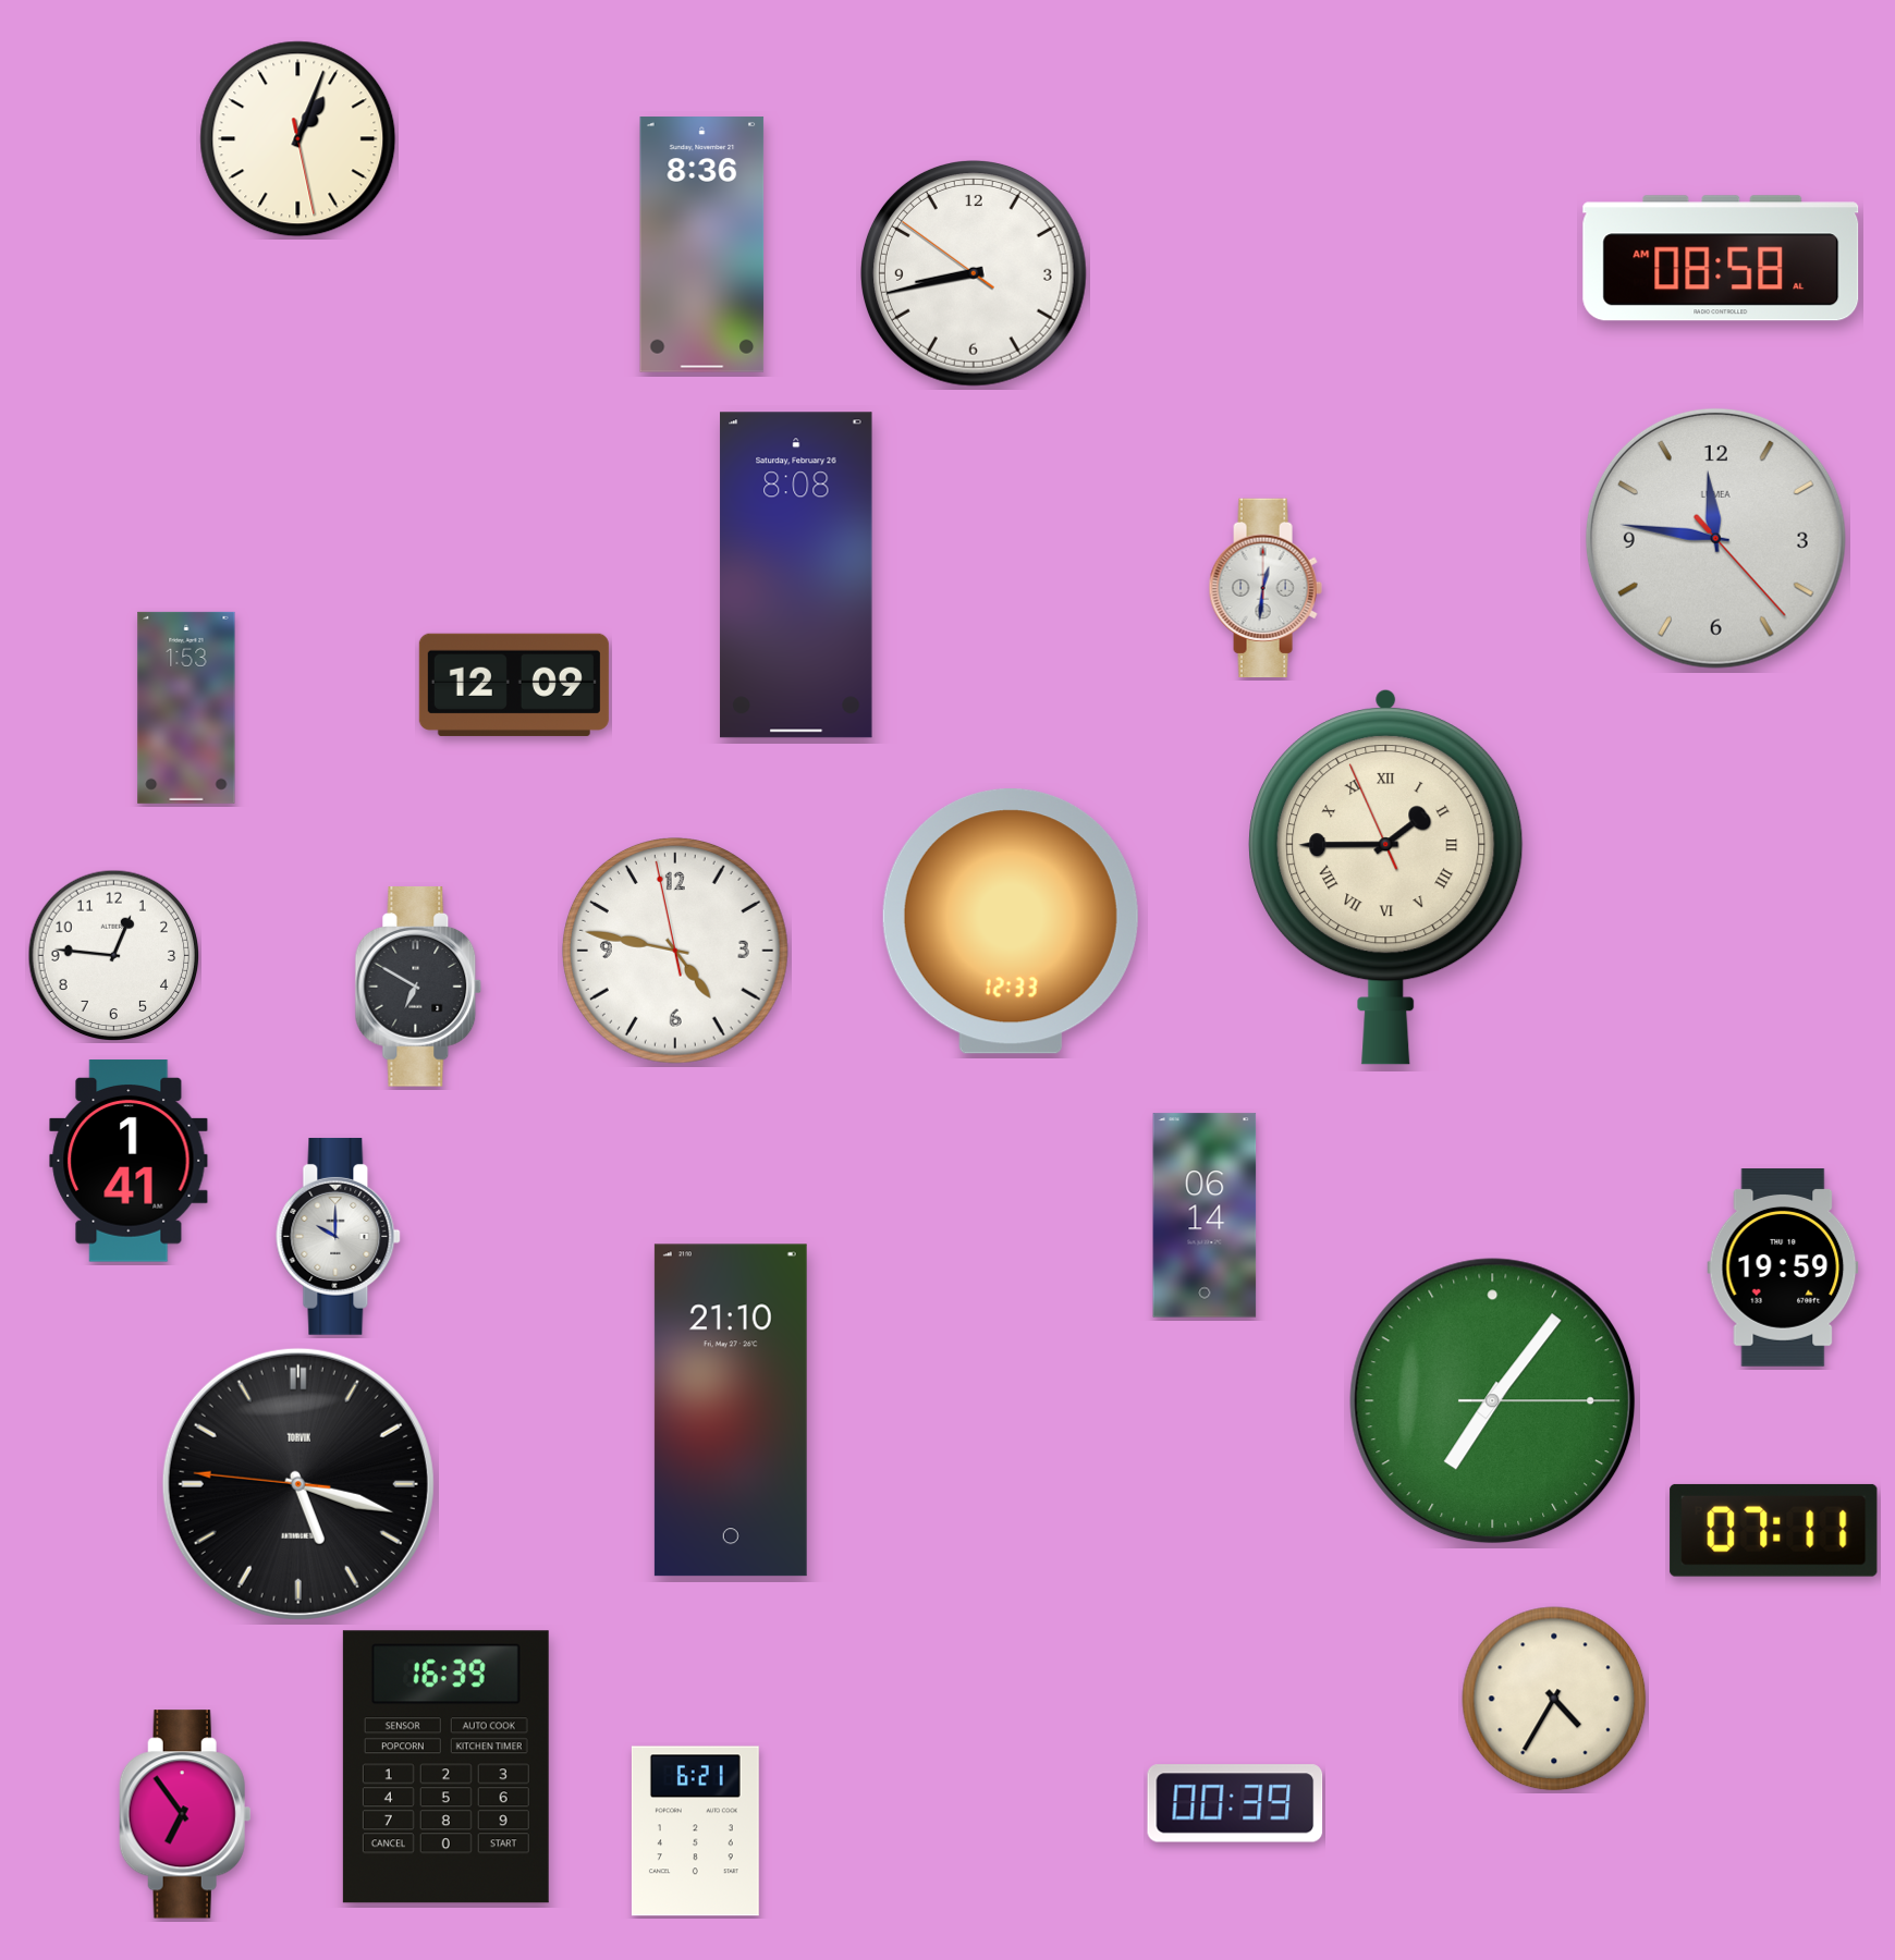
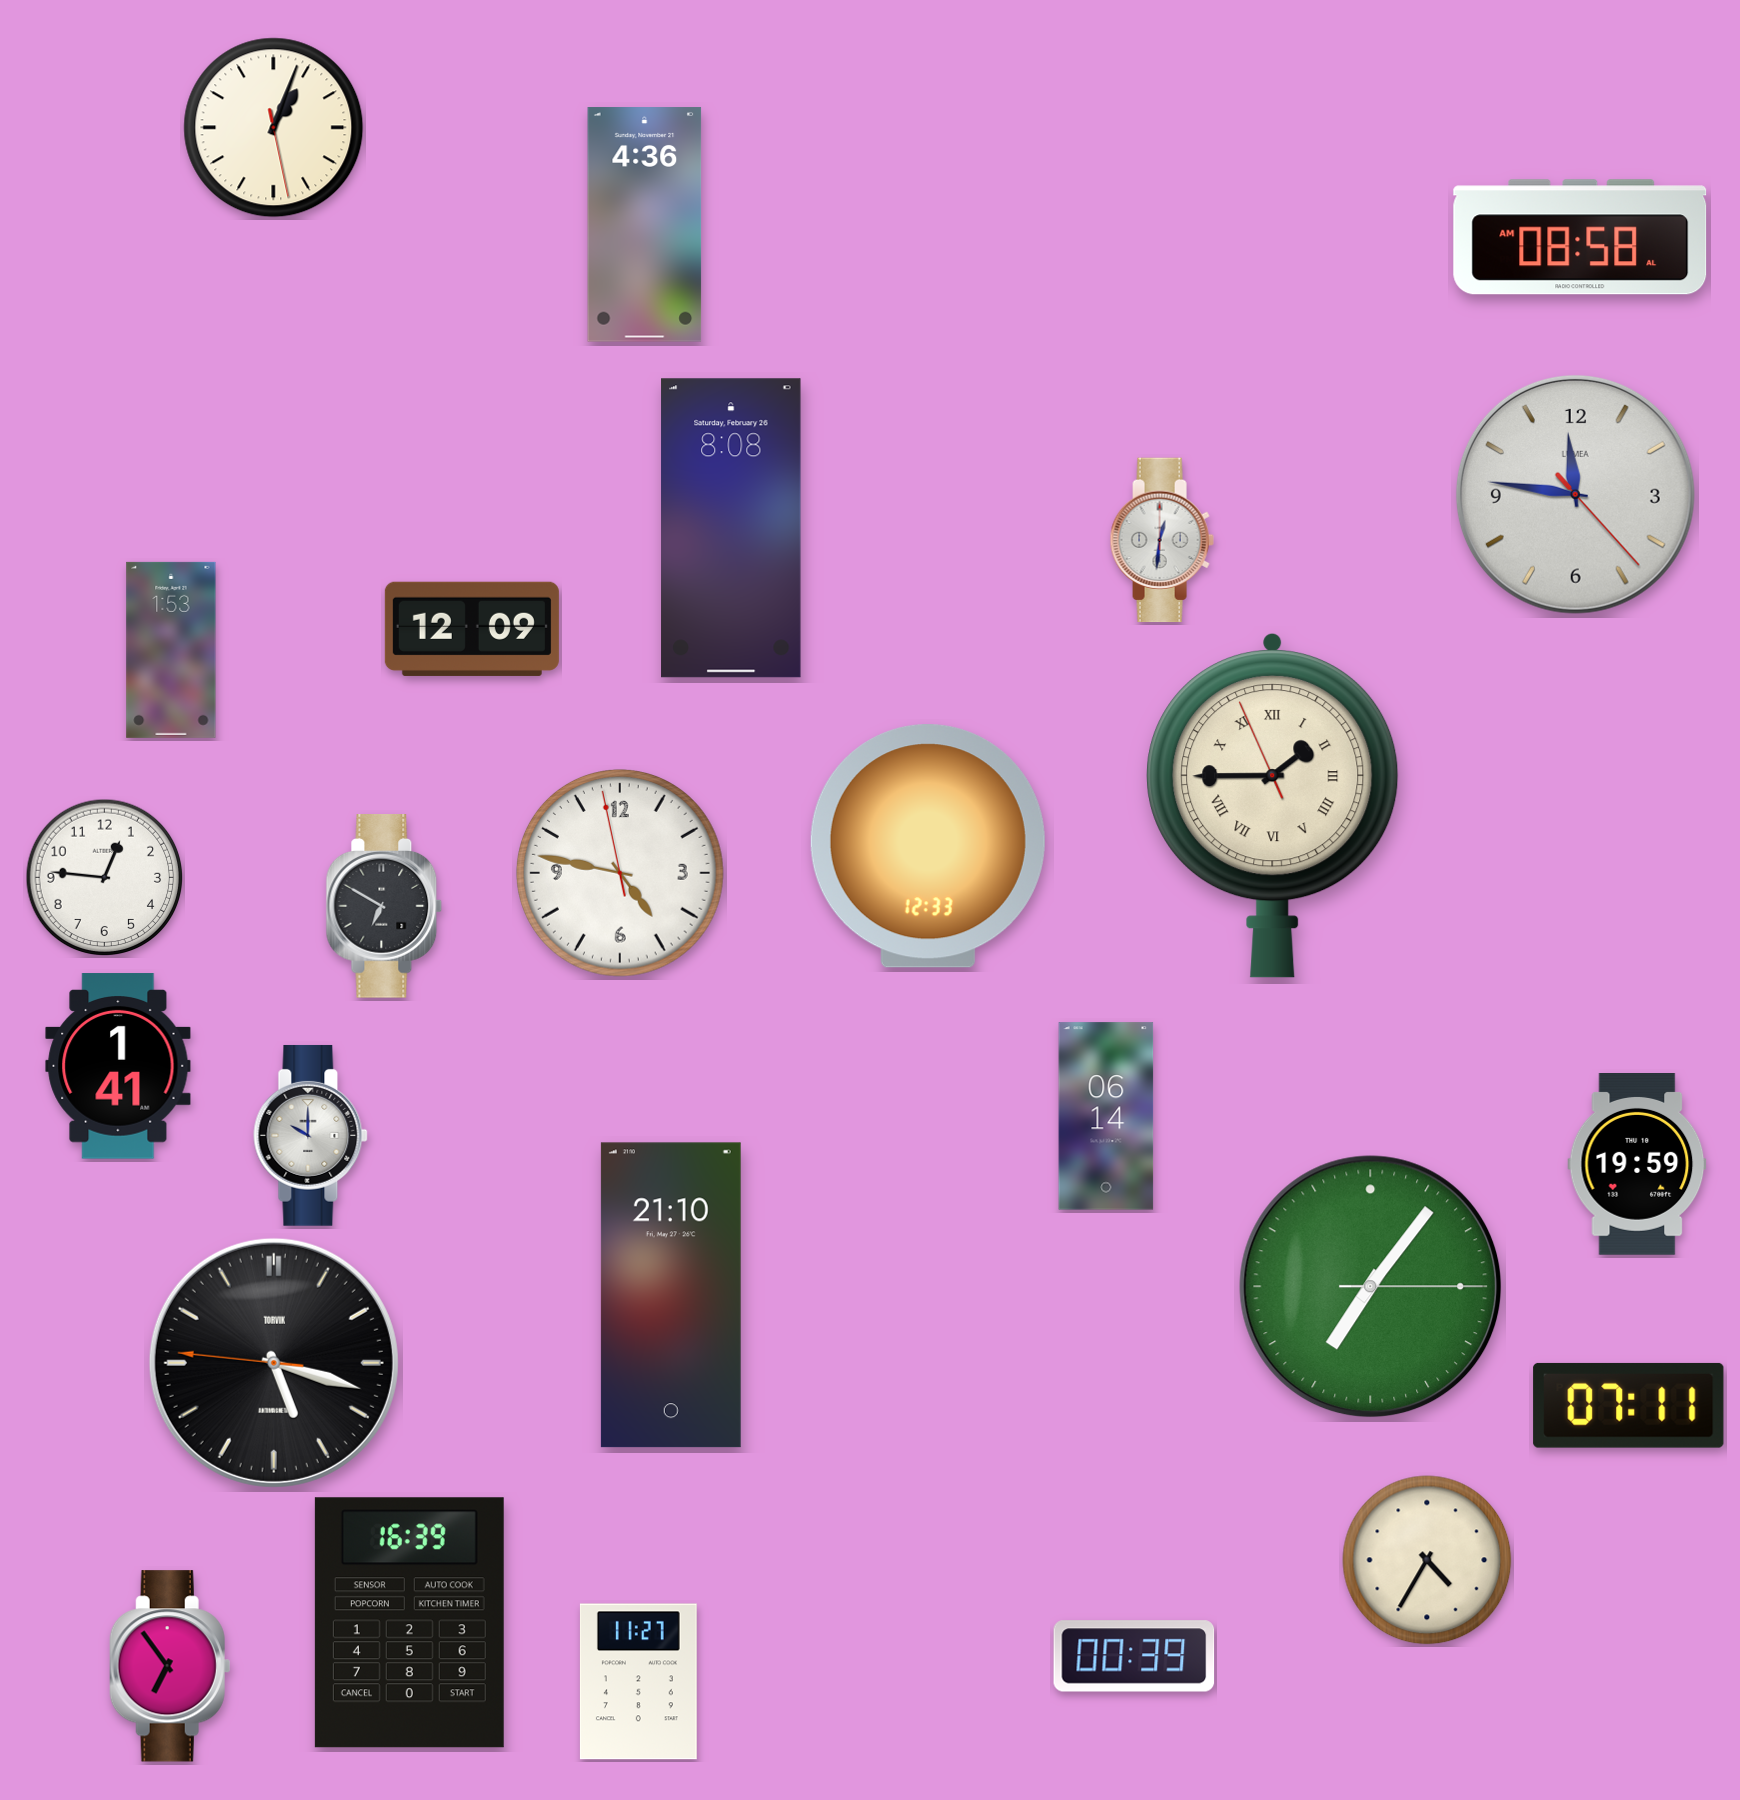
clock at (702, 245): 8:36 -> 4:36
clock at (975, 274): 8:42 -> none
clock at (695, 1832): 6:21 -> 11:27
